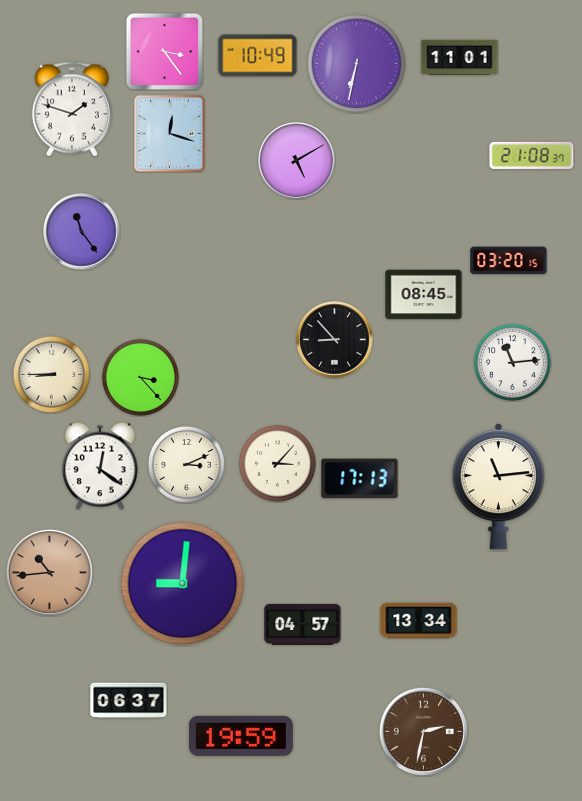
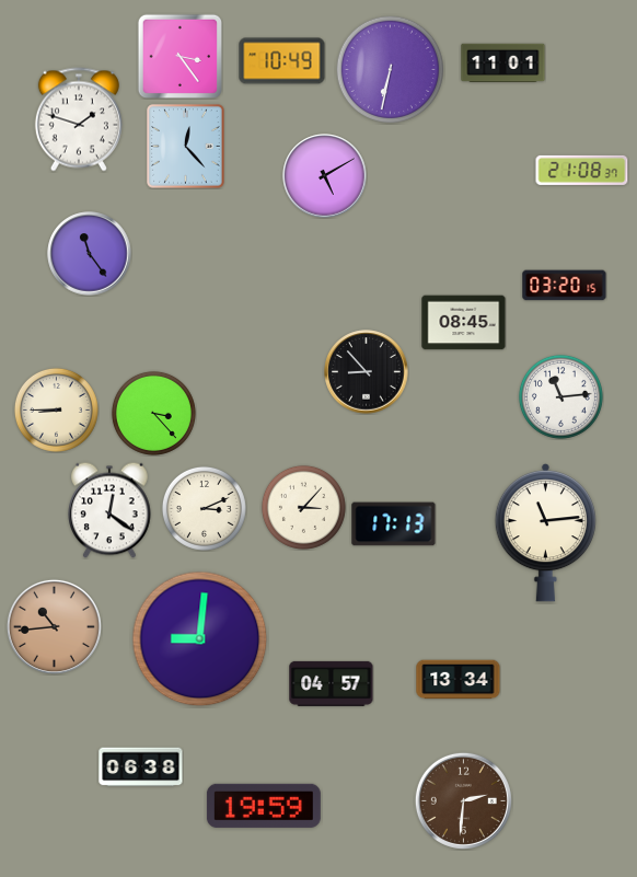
clock at (170, 134): 12:18 -> 12:23
clock at (509, 261) position: (509, 261) -> (565, 286)
clock at (129, 701): 06:37 -> 06:38
clock at (423, 731): 2:32 -> 2:31
